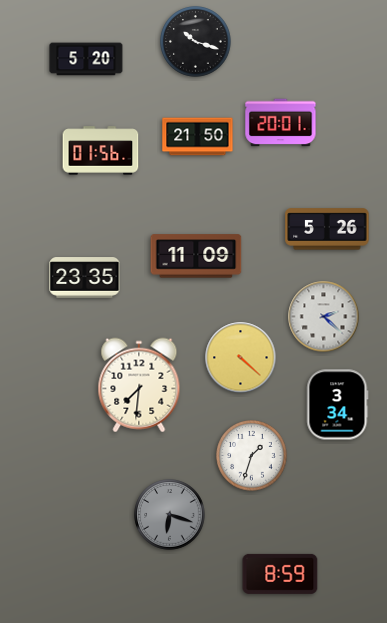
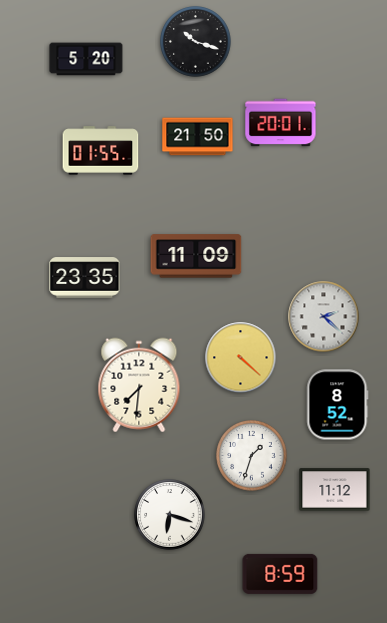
clock at (101, 151): 01:56 -> 01:55
clock at (327, 229): 5:26 -> none
clock at (338, 405): 3:34 -> 8:52
clock at (335, 490): none -> 11:12
clock at (170, 515) dial: grey -> white
